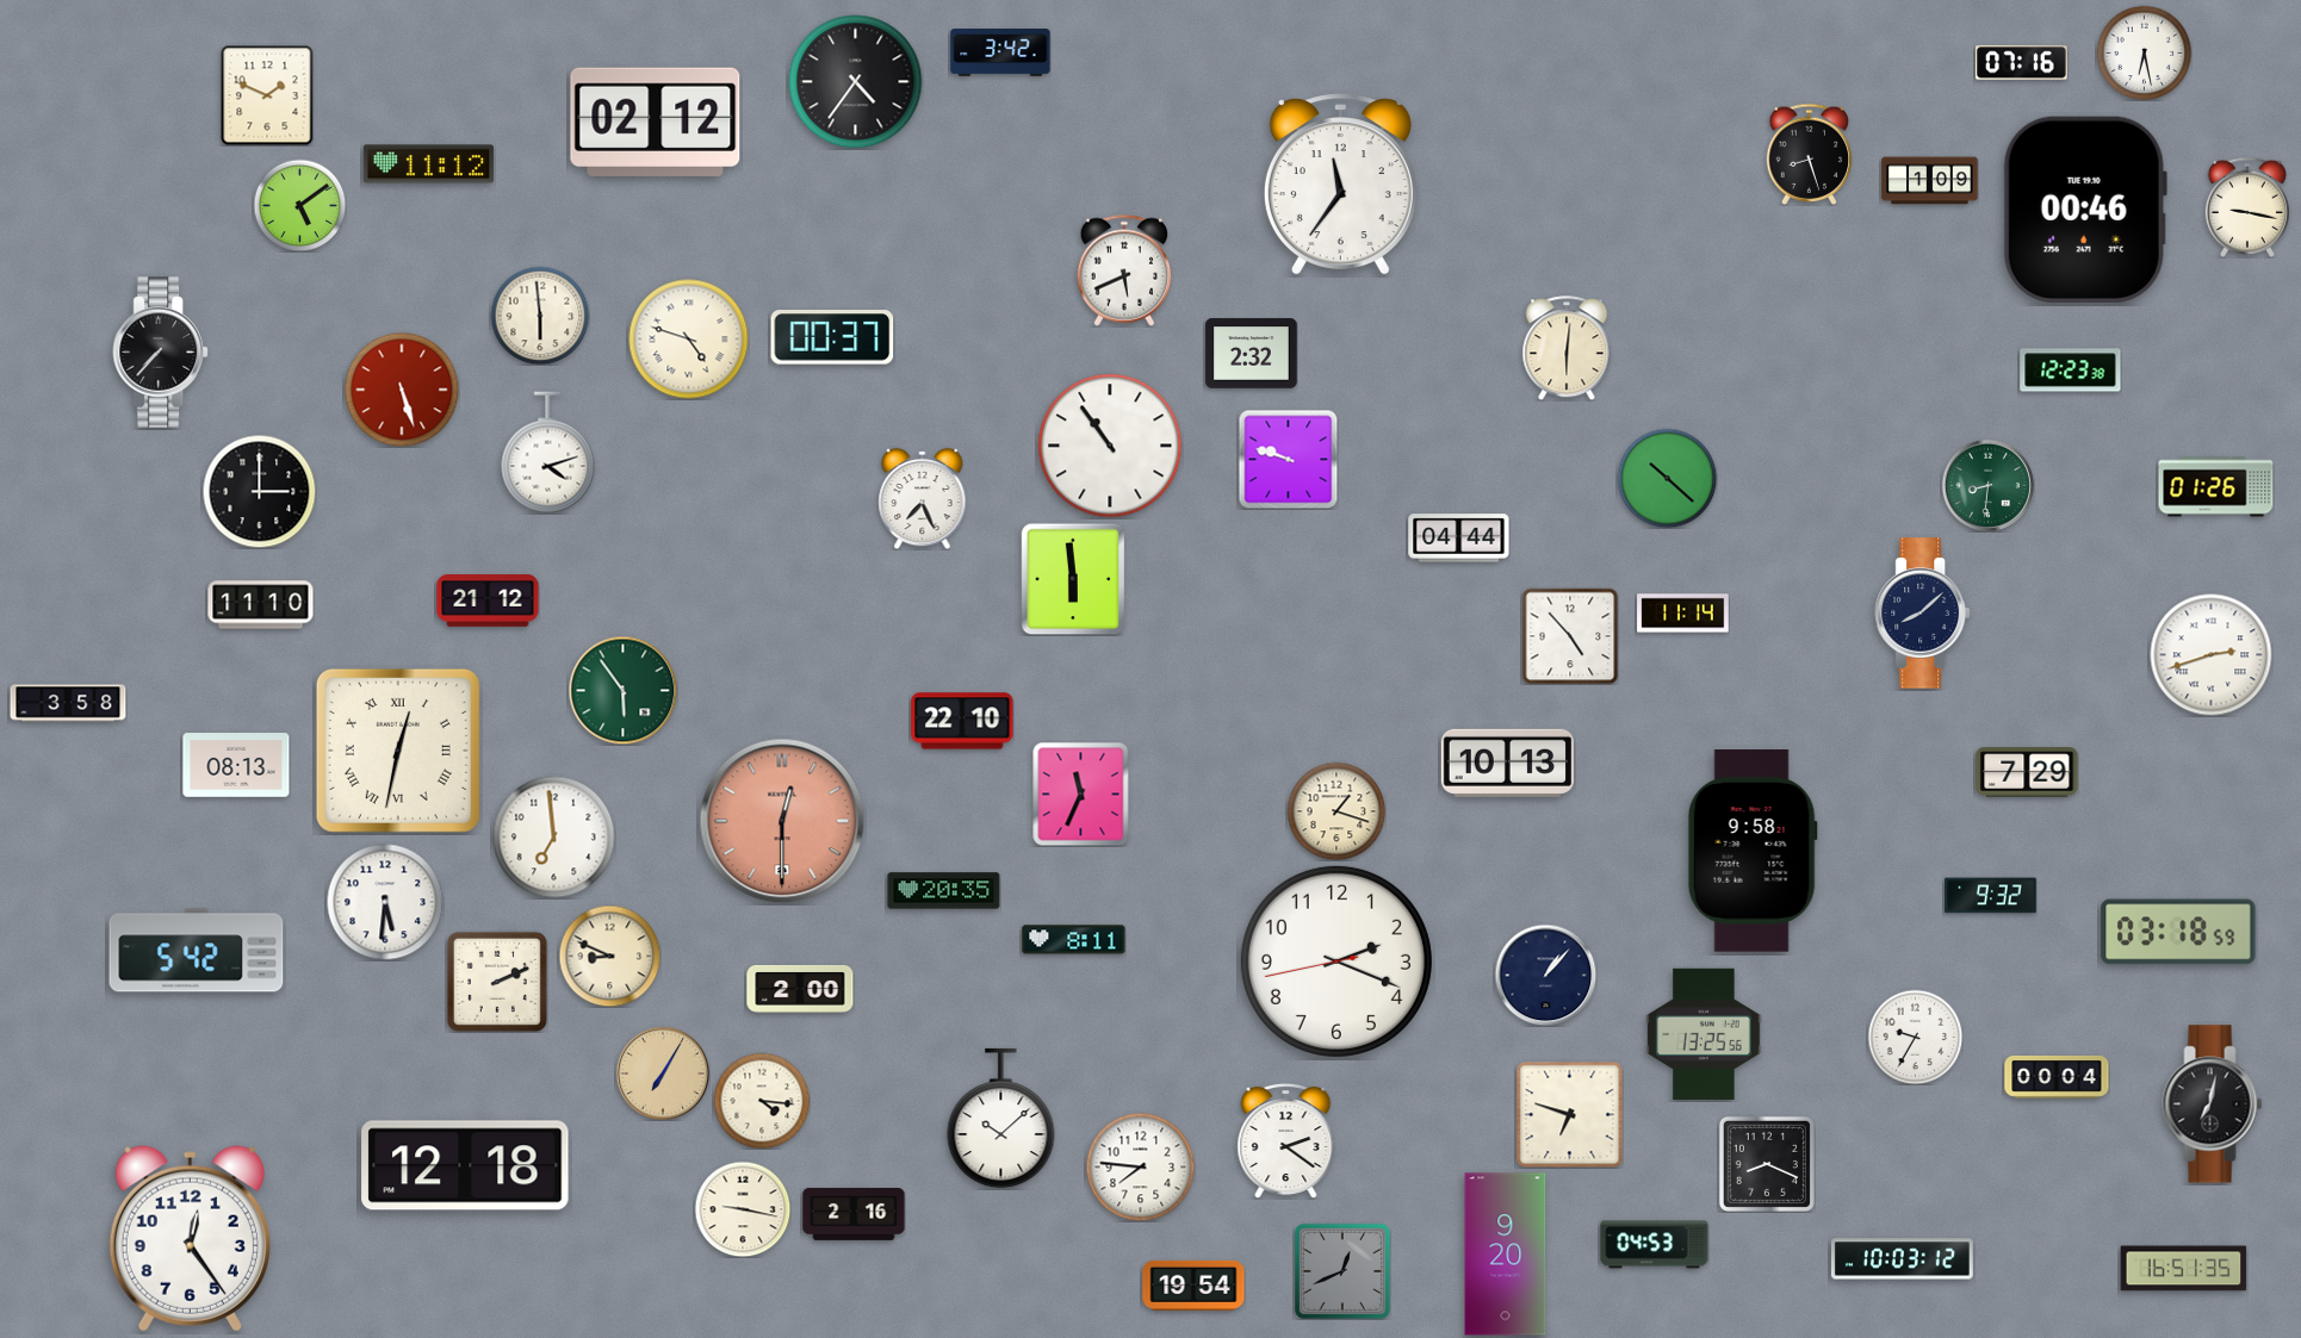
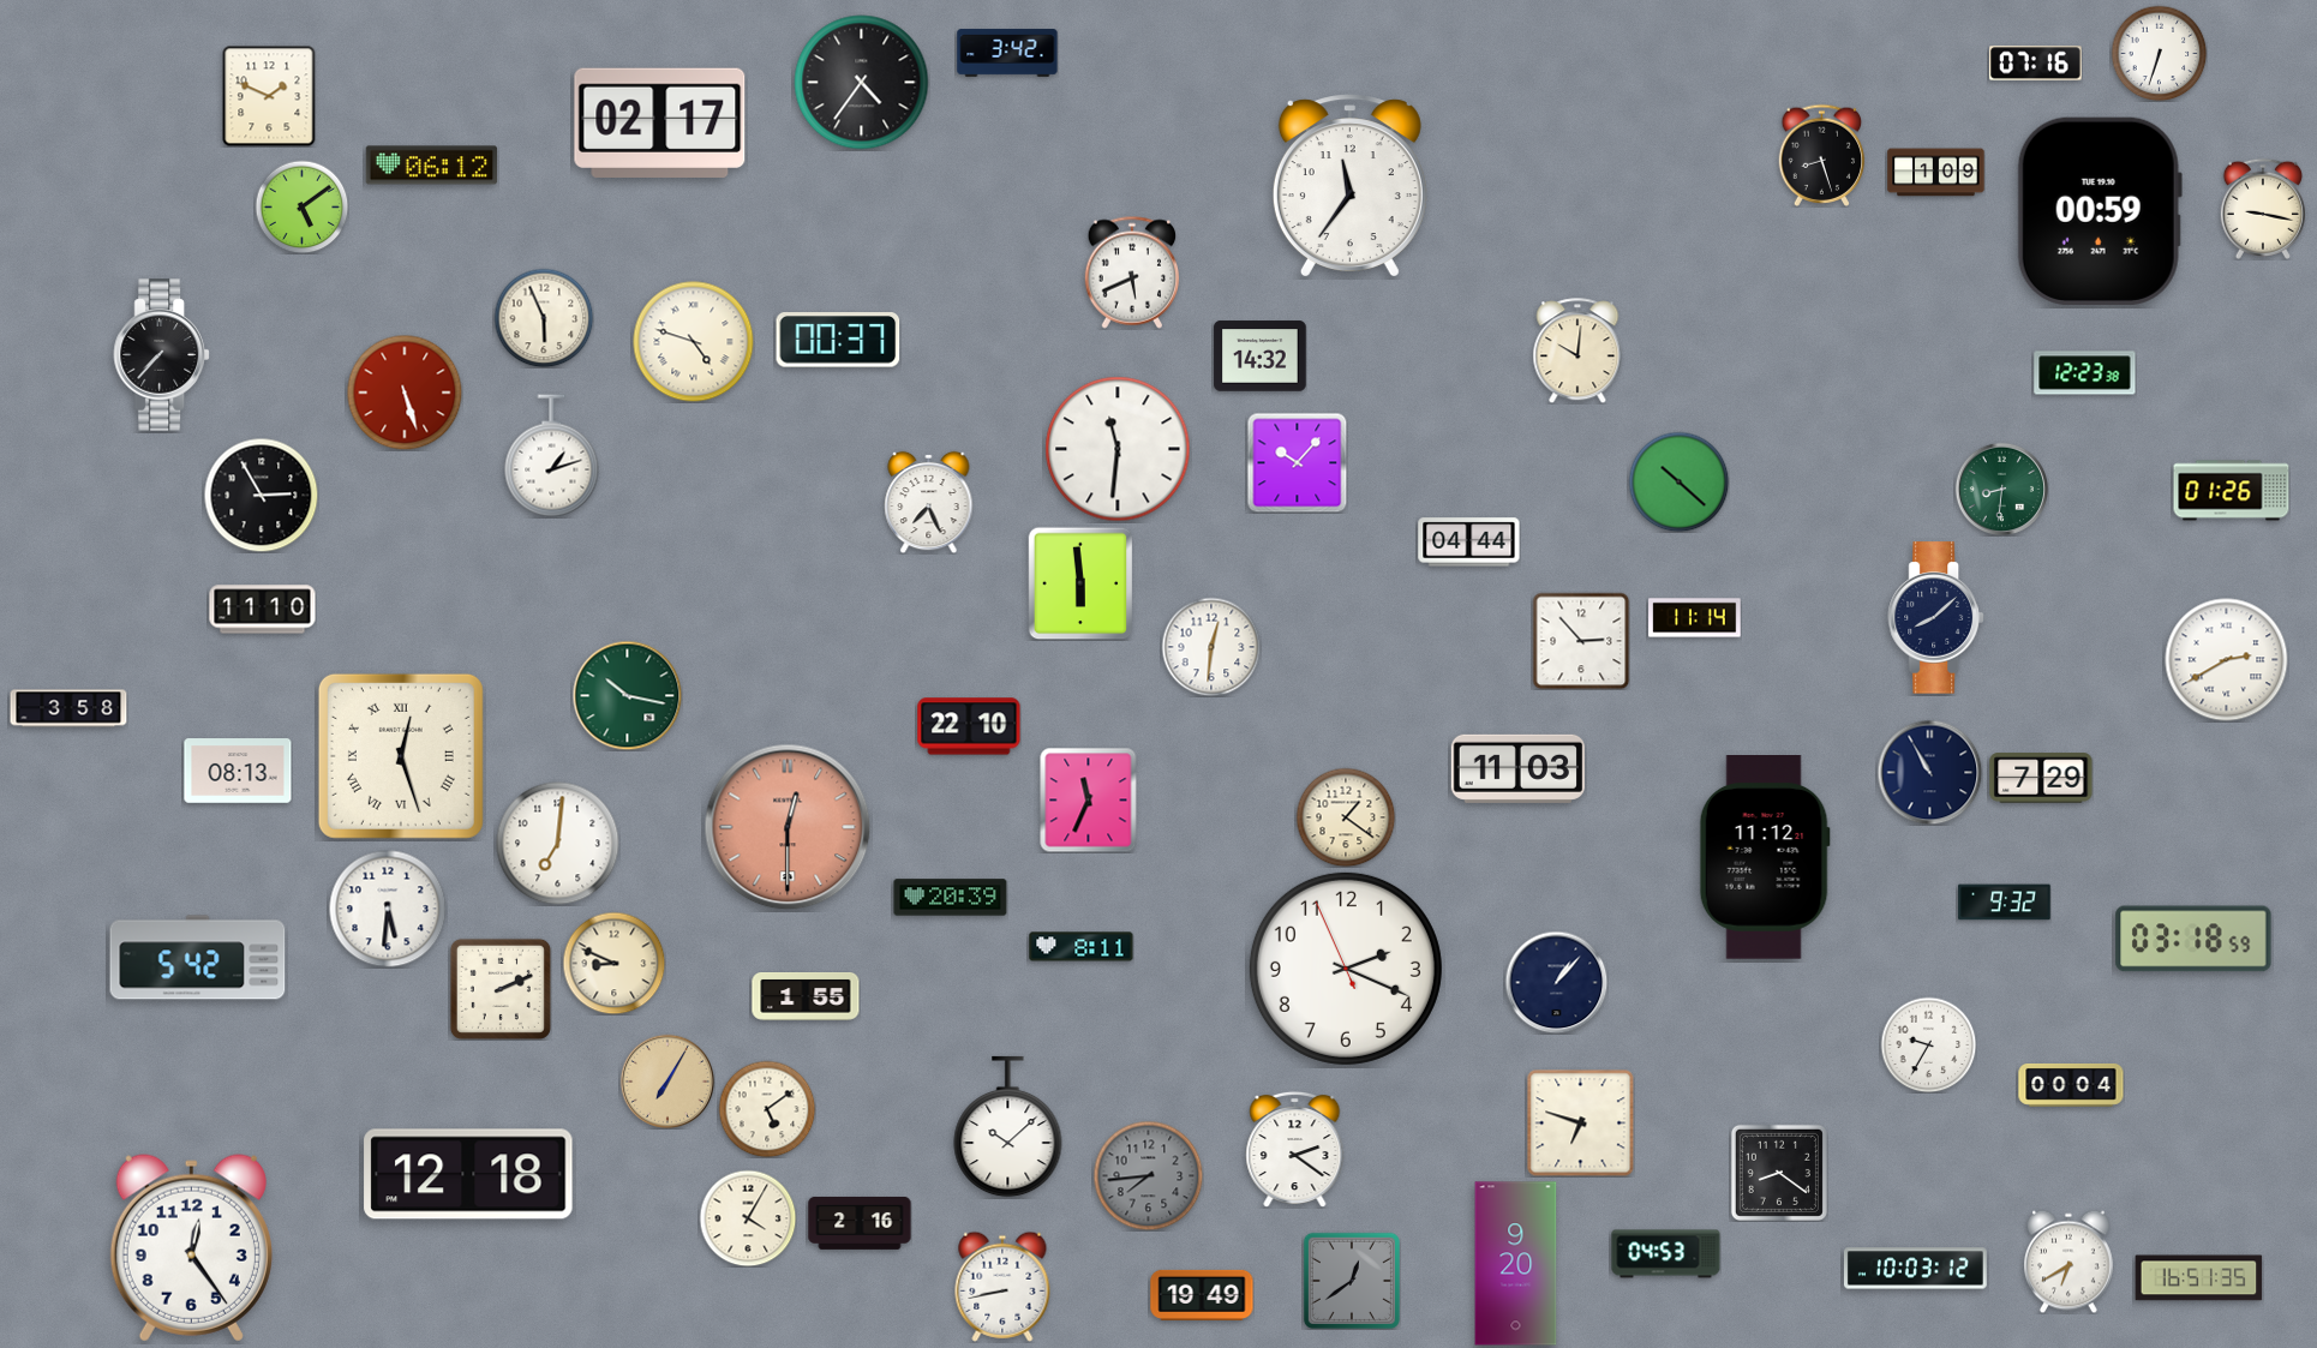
clock at (2144, 52): 6:28 -> 6:33
clock at (656, 122): 02:12 -> 02:17
clock at (429, 164): 11:12 -> 06:12
clock at (1930, 181) position: (1930, 181) -> (1936, 173)
clock at (2085, 210): 00:46 -> 00:59
clock at (540, 316): 5:59 -> 5:56
clock at (1567, 348): 6:01 -> 10:01
clock at (1252, 354): 2:32 -> 14:32
clock at (1110, 446): 10:54 -> 11:31
clock at (548, 453): 4:12 -> 1:12
clock at (1288, 459): 9:48 -> 10:07
clock at (259, 491): 3:00 -> 2:55
clock at (488, 600): 21:12 -> none
clock at (1570, 636): 4:53 -> 2:53
clock at (1211, 647): none -> 12:31
clock at (2212, 655): 2:42 -> 2:40
clock at (622, 690): 5:54 -> 10:17
clock at (398, 751): 12:32 -> 12:27
clock at (1507, 763): 10:13 -> 11:03
clock at (1929, 772): none -> 10:55
clock at (1336, 811): 1:18 -> 1:21
clock at (554, 838): 6:59 -> 7:01
clock at (1753, 852): 9:58 -> 11:12
clock at (944, 891): 20:35 -> 20:39
clock at (1336, 962): 2:18:43 -> 2:18:56
clock at (800, 990): 2:00 -> 1:55
clock at (1704, 1033): 13:25 -> none
clock at (762, 1101): 4:16 -> 5:09
clock at (2213, 1104): 7:02 -> none
clock at (1767, 1164): 8:19 -> 8:21
clock at (1140, 1166): 7:46 -> 7:44
clock at (1140, 1166) dial: white -> grey
clock at (743, 1209): 9:17 -> 4:05
clock at (2070, 1262): none -> 6:40
clock at (1342, 1271): 12:41 -> 12:39
clock at (1002, 1287): none -> 8:43
clock at (1193, 1286): 19:54 -> 19:49
